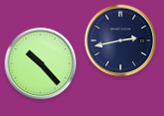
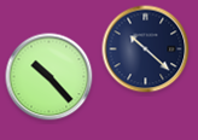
clock at (121, 41): 2:43 -> 10:22
